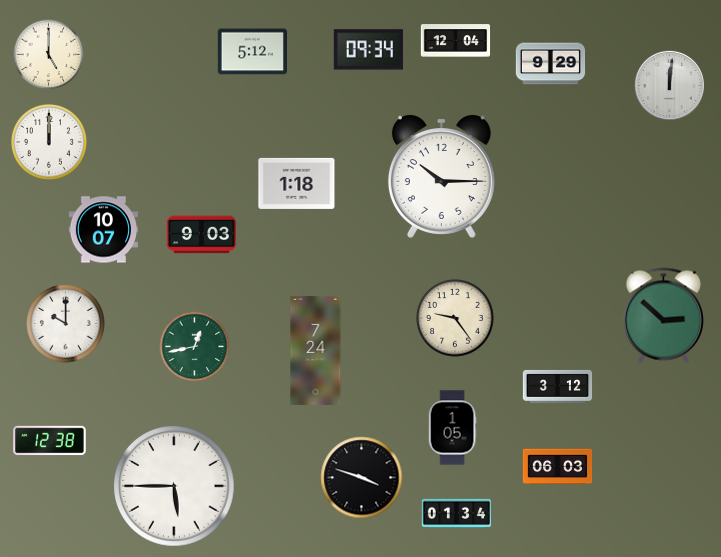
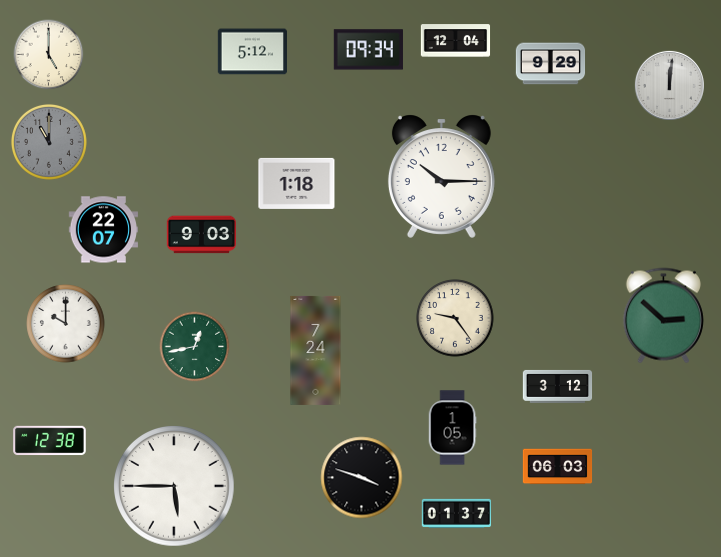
clock at (49, 142): 12:00 -> 11:00
clock at (49, 142) dial: white -> grey
clock at (103, 230): 10:07 -> 22:07
clock at (457, 513): 01:34 -> 01:37
